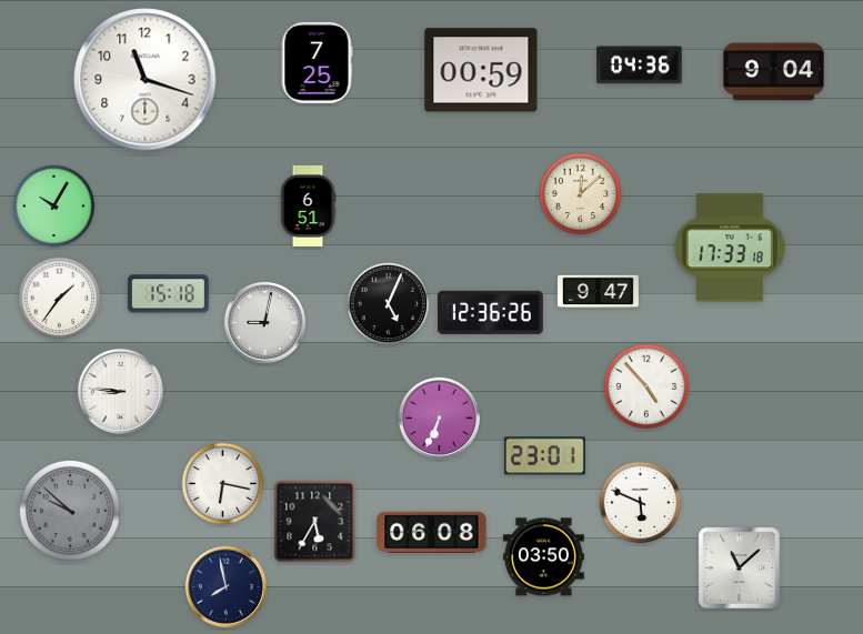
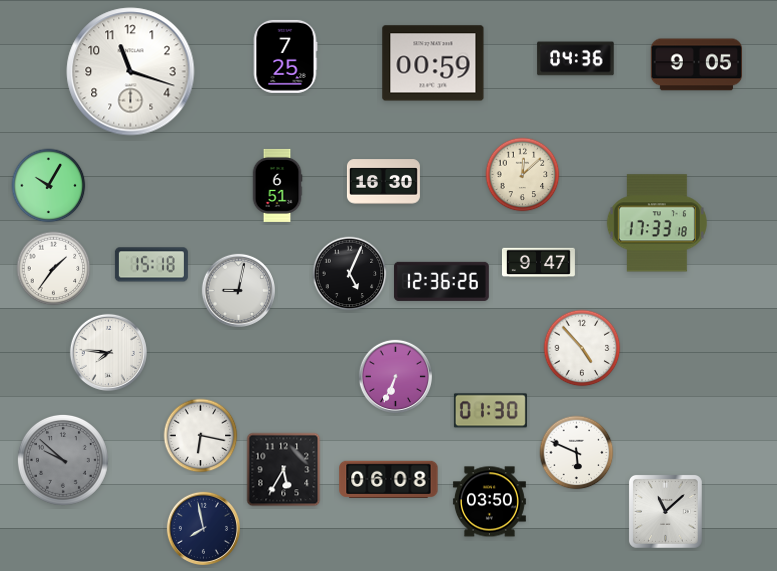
clock at (773, 72): 9:04 -> 9:05
clock at (383, 182): none -> 16:30
clock at (120, 391): 8:46 -> 7:46
clock at (544, 456): 23:01 -> 01:30
